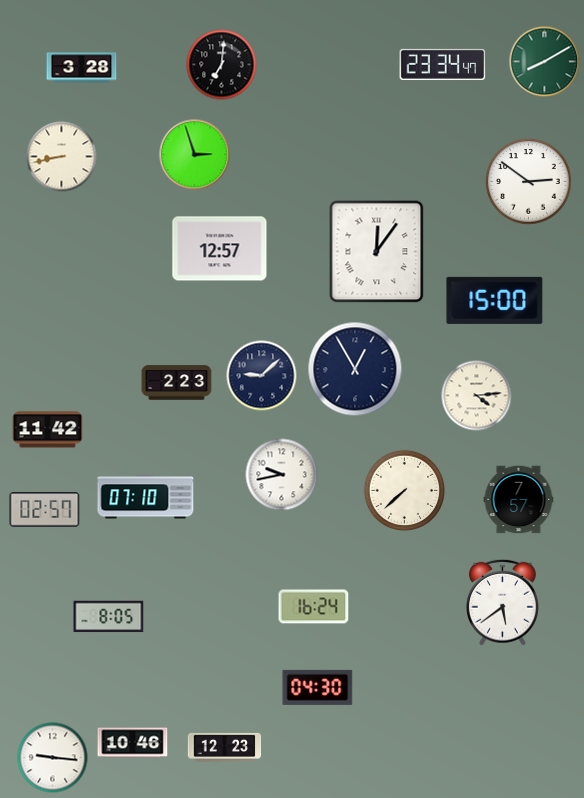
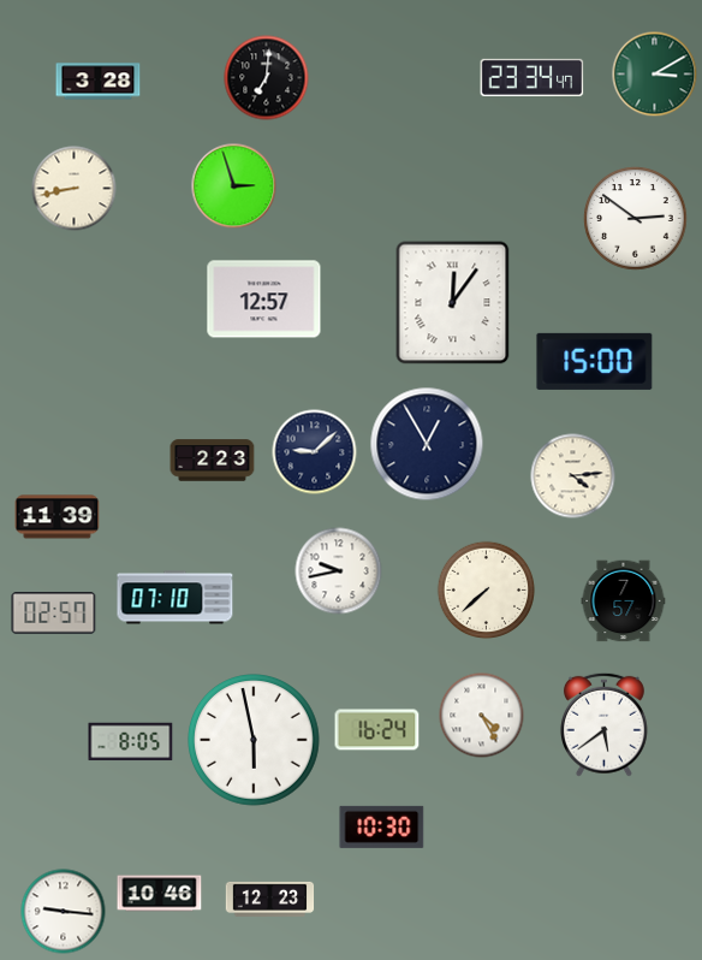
clock at (545, 62): 8:10 -> 3:10
clock at (48, 430): 11:42 -> 11:39
clock at (482, 716): none -> 4:25
clock at (255, 741): none -> 5:58
clock at (318, 687): 04:30 -> 10:30
